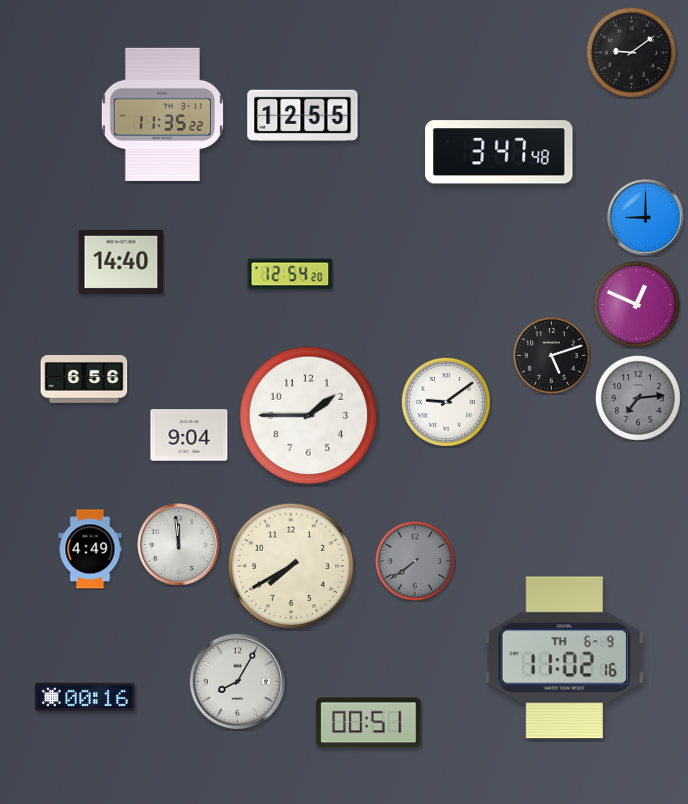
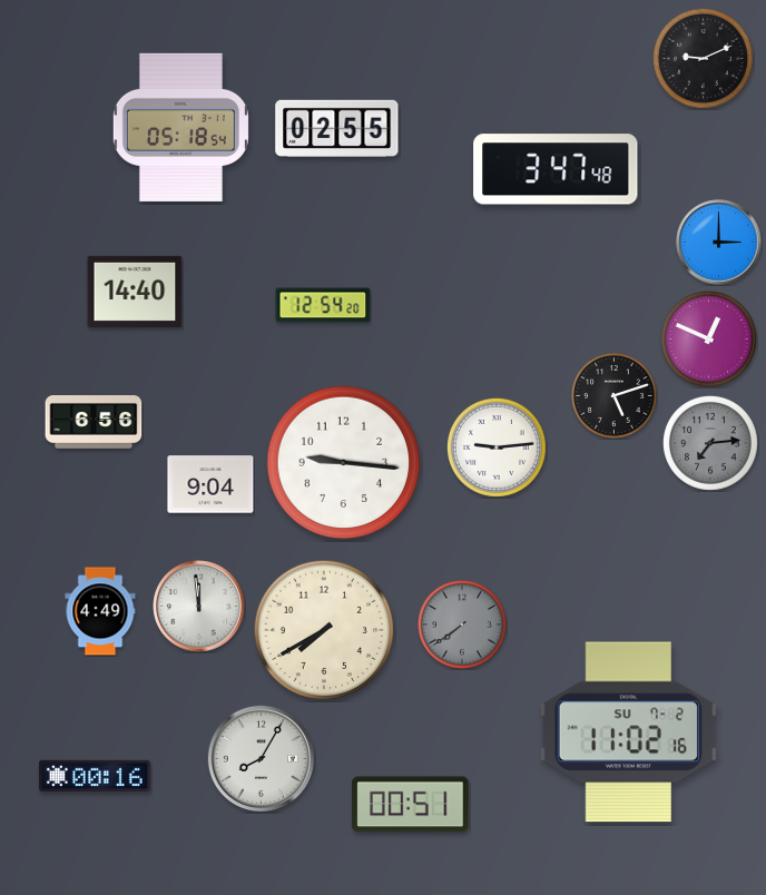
clock at (631, 52): 9:09 -> 9:11
clock at (162, 114): 11:35 -> 05:18
clock at (303, 115): 12:55 -> 02:55
clock at (646, 218): 9:00 -> 3:00
clock at (446, 402): 9:09 -> 9:14
clock at (309, 416): 1:45 -> 9:16
clock at (564, 658) date: TH 6-9 -> SU 7-2
clock at (237, 681) position: (237, 681) -> (261, 758)
